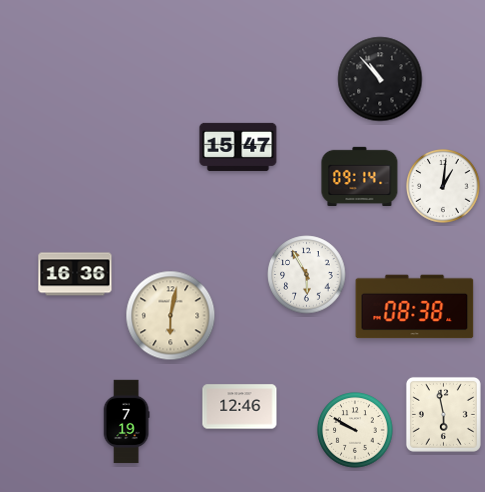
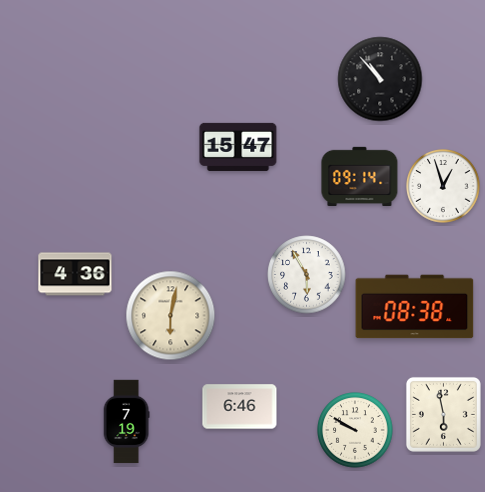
clock at (444, 187): 1:01 -> 12:57
clock at (75, 274): 16:36 -> 4:36
clock at (240, 407): 12:46 -> 6:46
